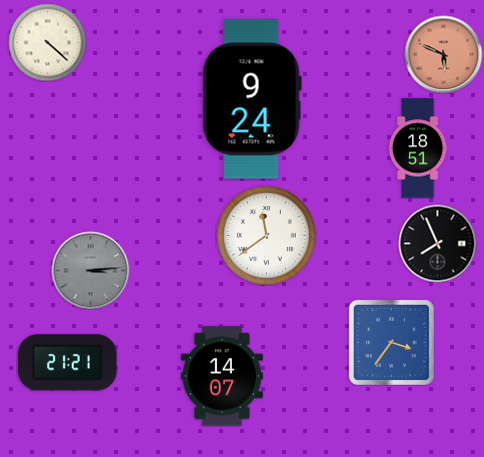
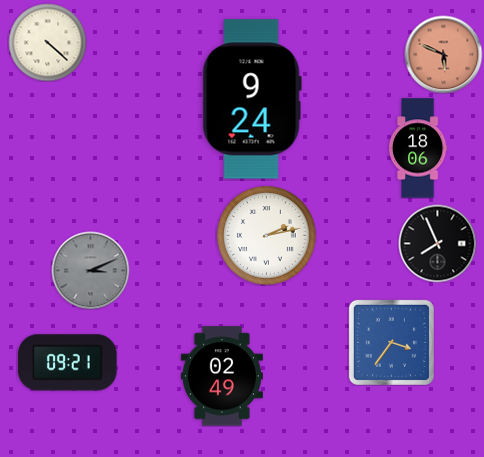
clock at (418, 148): 18:51 -> 18:06
clock at (267, 236): 11:39 -> 2:13
clock at (90, 270): 3:14 -> 3:11
clock at (68, 363): 21:21 -> 09:21
clock at (222, 376): 14:07 -> 02:49
